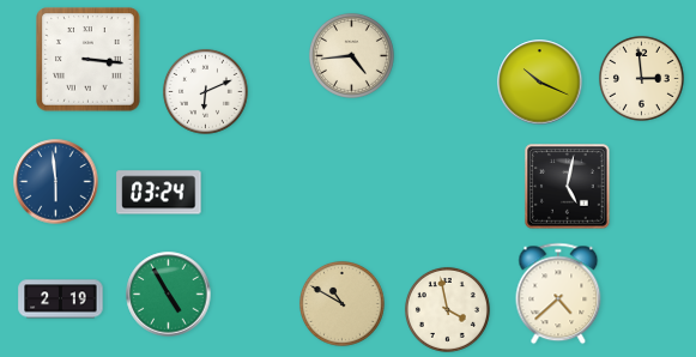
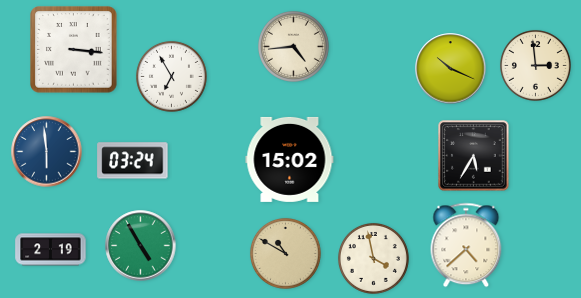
clock at (205, 91): 6:11 -> 6:55
clock at (568, 187): 5:02 -> 5:35
clock at (290, 159): none -> 15:02
